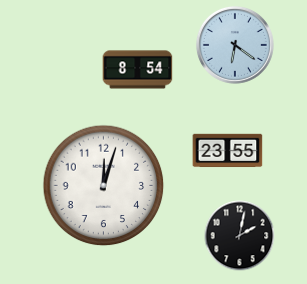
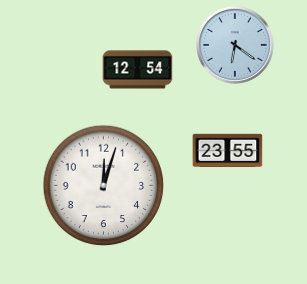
clock at (138, 70): 8:54 -> 12:54
clock at (240, 236): 2:02 -> none
